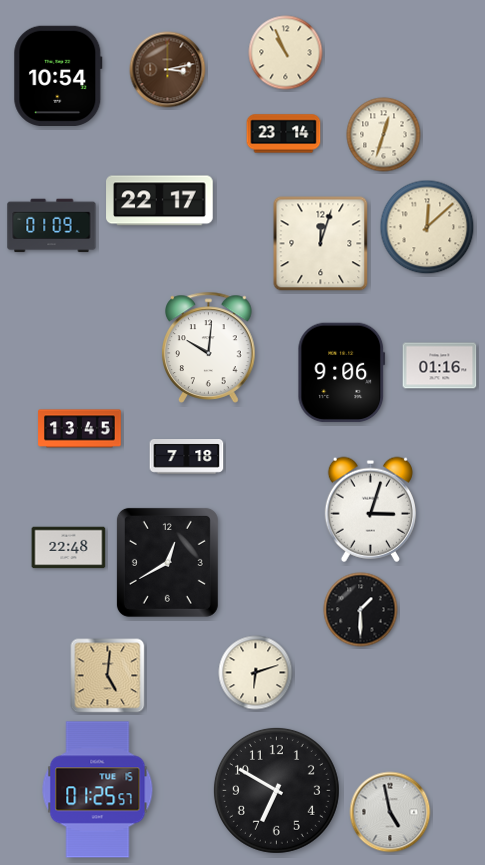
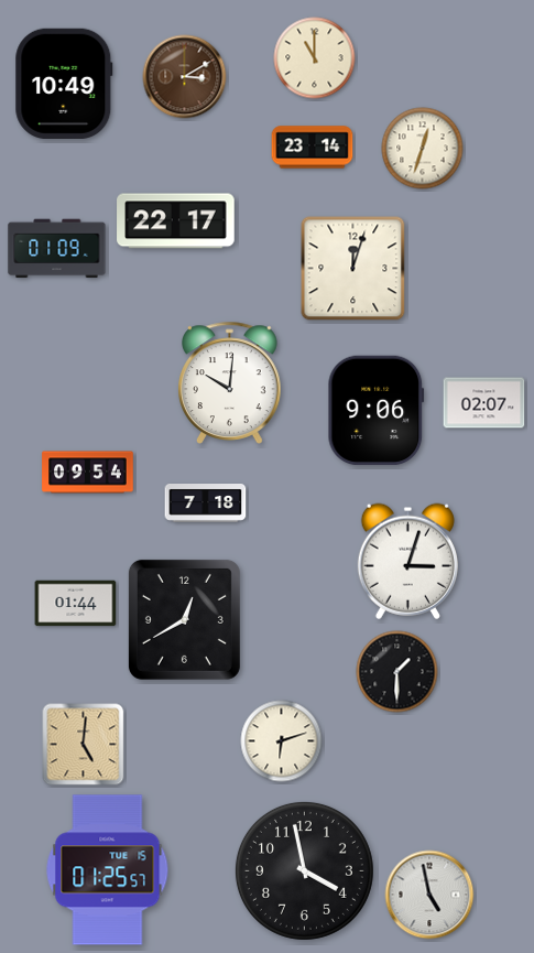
clock at (286, 53): 10:56 -> 11:00
clock at (168, 70): 3:13 -> 3:10
clock at (58, 75): 10:54 -> 10:49
clock at (427, 227): 12:08 -> none
clock at (440, 366): 01:16 -> 02:07
clock at (80, 429): 13:45 -> 09:54
clock at (69, 548): 22:48 -> 01:44
clock at (108, 676) position: (108, 676) -> (84, 745)
clock at (276, 790): 6:50 -> 3:58
